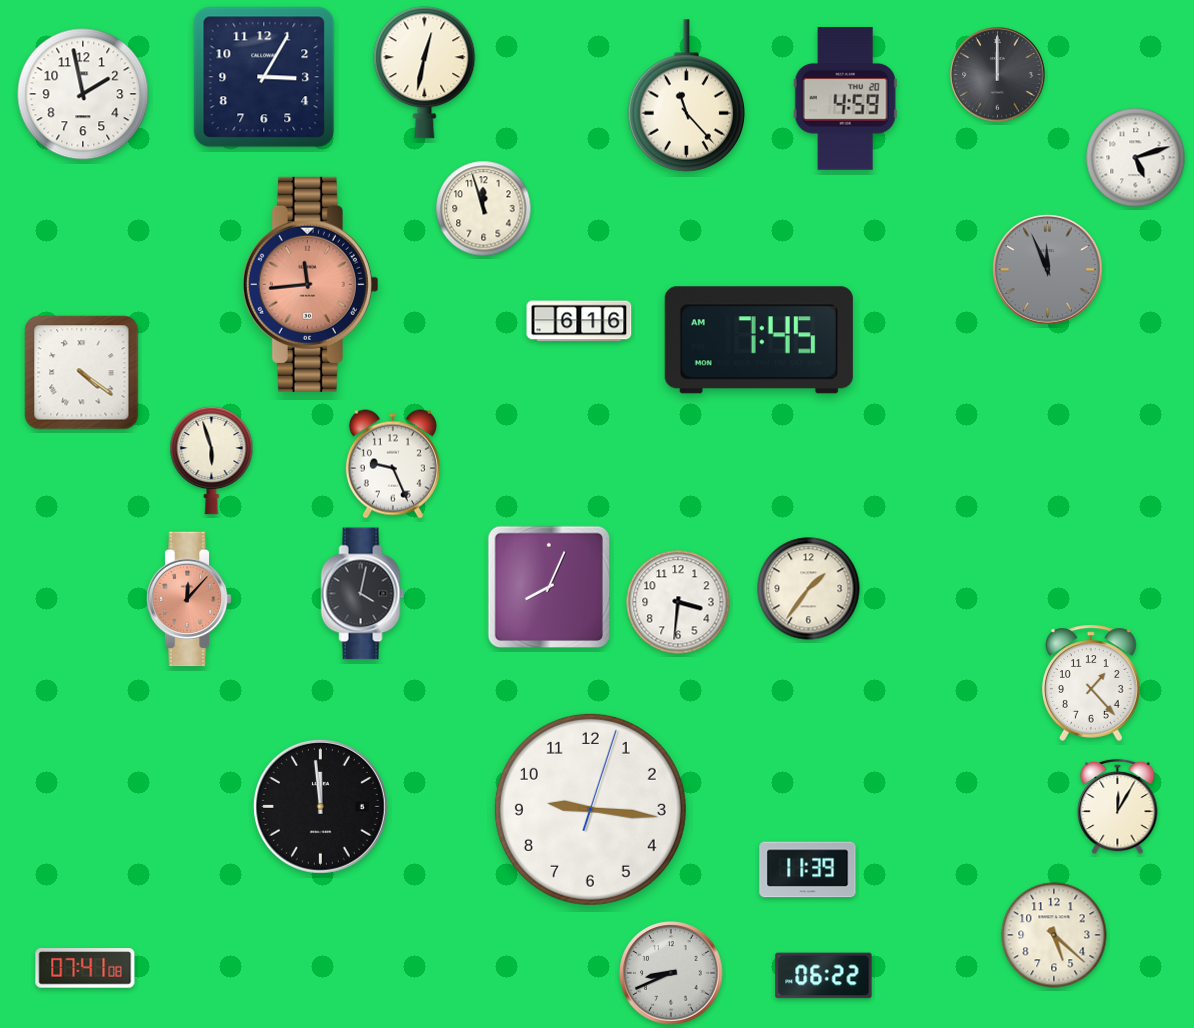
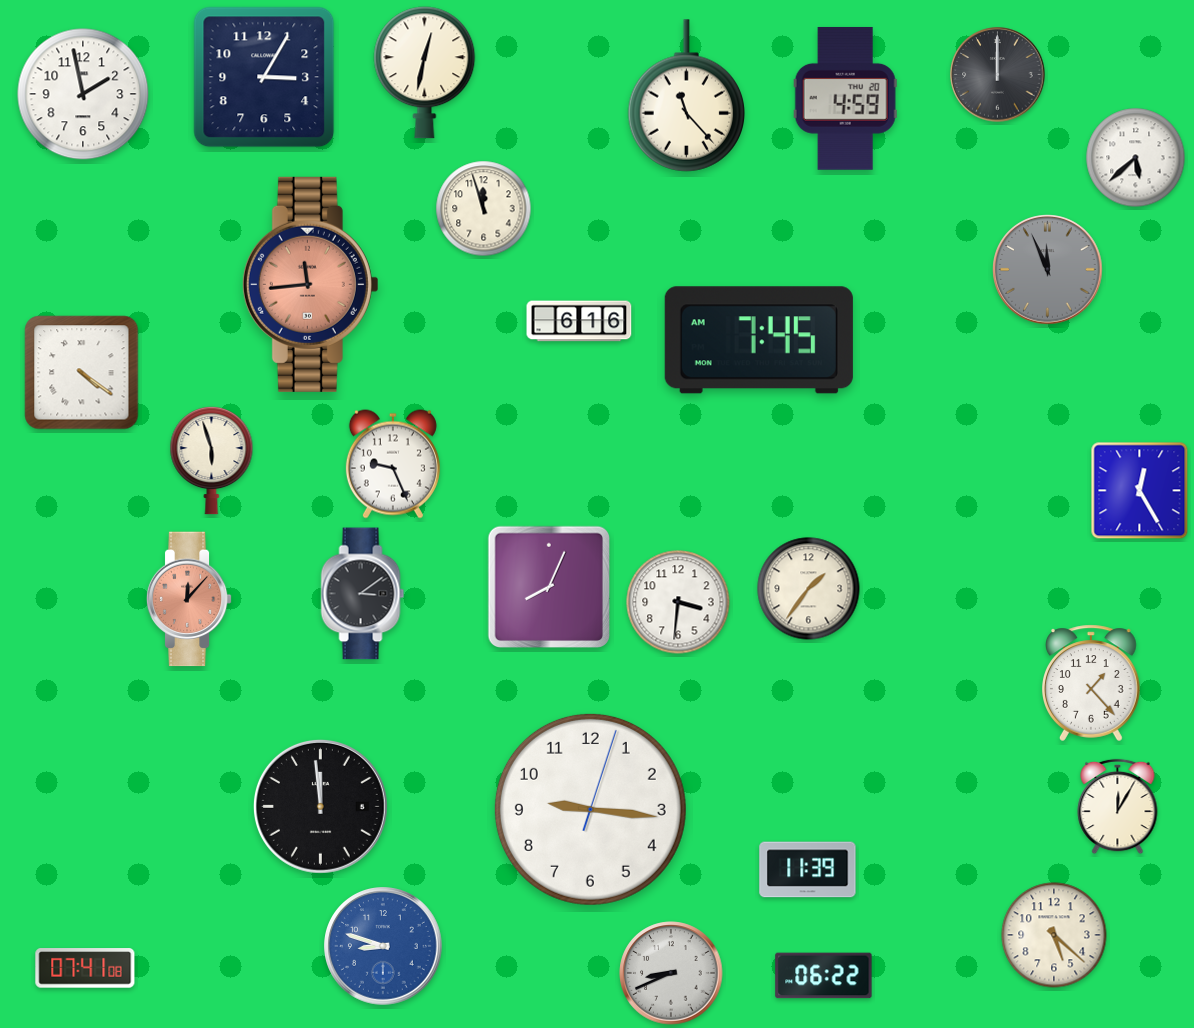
clock at (1136, 158): 5:12 -> 5:38
clock at (1140, 491): none -> 12:25
clock at (363, 594): 4:02 -> 3:09
clock at (383, 946): none -> 8:48
